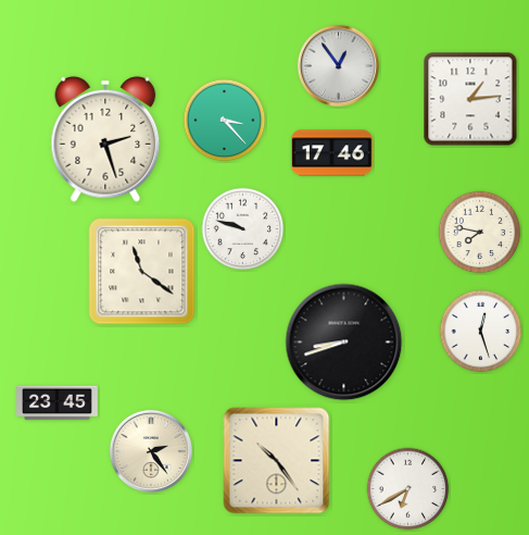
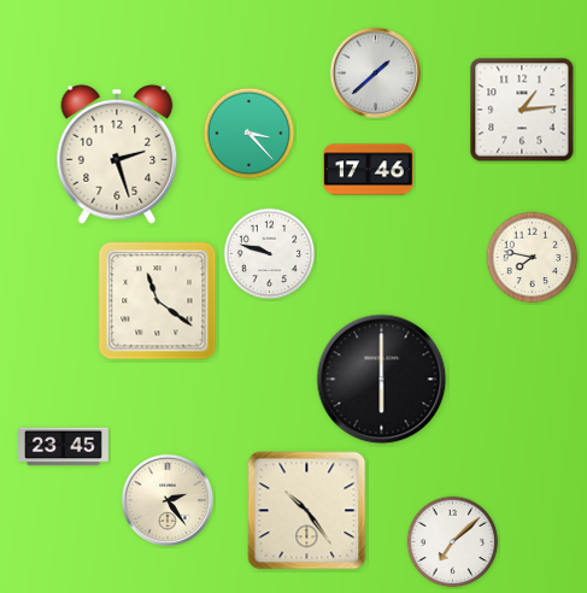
clock at (338, 65): 12:54 -> 1:38
clock at (481, 332): 12:27 -> none
clock at (344, 343): 8:42 -> 6:00
clock at (408, 489): 6:40 -> 7:08
